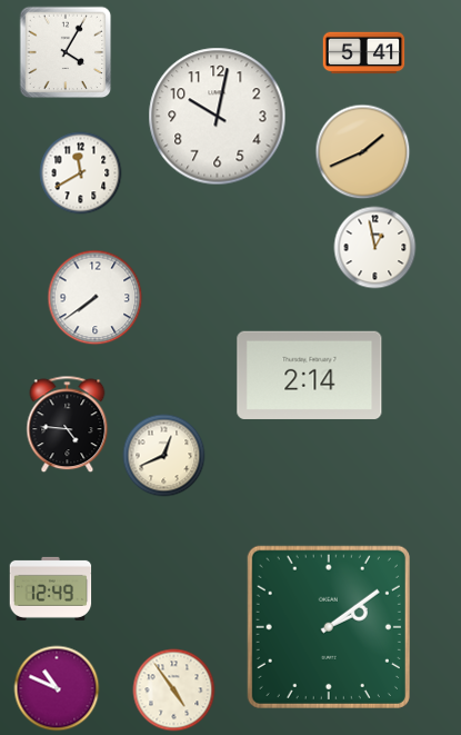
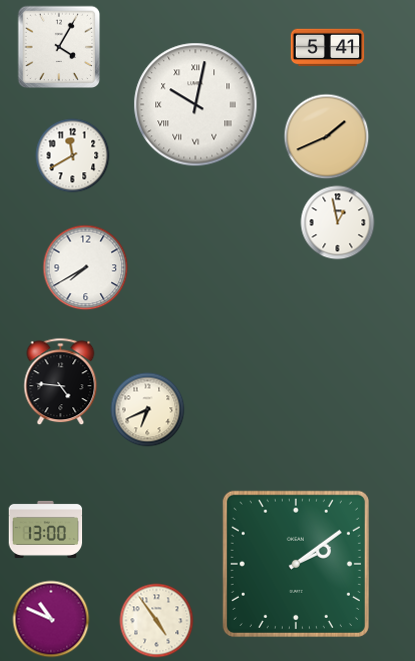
clock at (218, 117) numerals: Arabic -> Roman
clock at (96, 298): 7:39 -> 7:40
clock at (310, 375): 2:14 -> none
clock at (164, 456): 12:41 -> 6:41
clock at (51, 588): 12:49 -> 13:00
